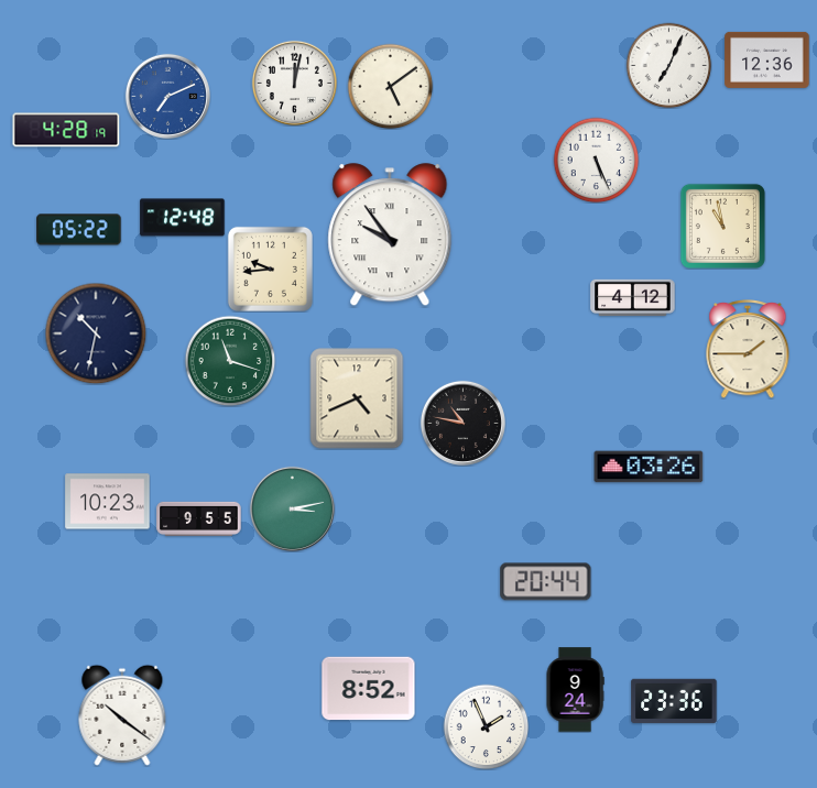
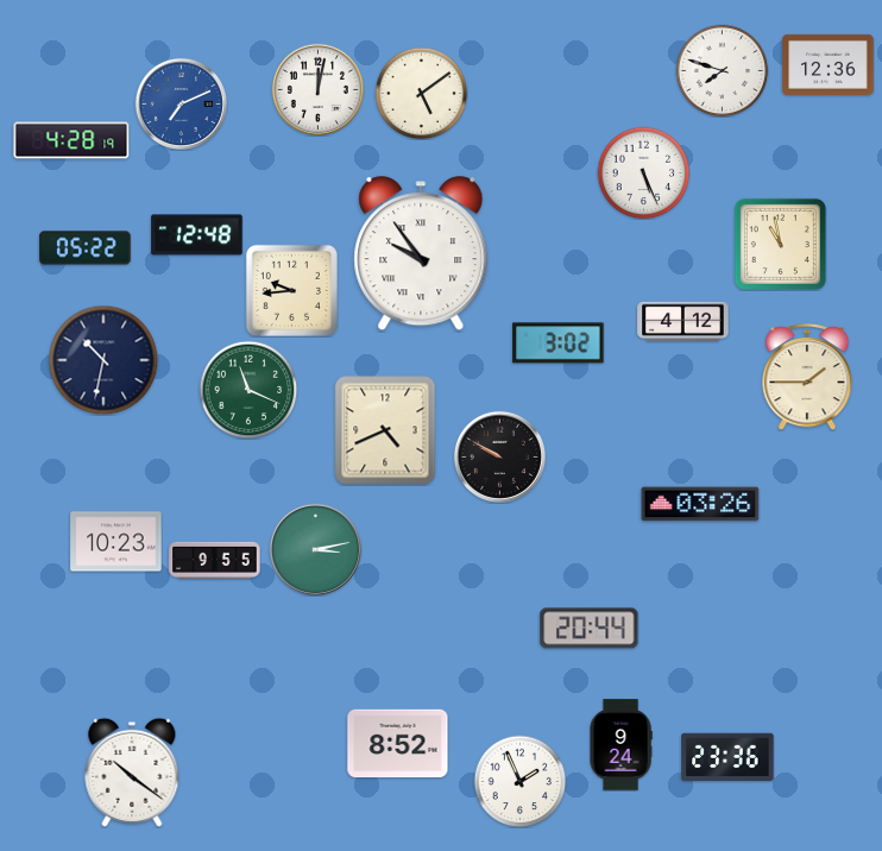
clock at (668, 65): 7:04 -> 7:48
clock at (559, 343): none -> 3:02
clock at (230, 361): 11:18 -> 11:19
clock at (462, 423): 10:47 -> 9:50
clock at (486, 726) position: (486, 726) -> (519, 781)
